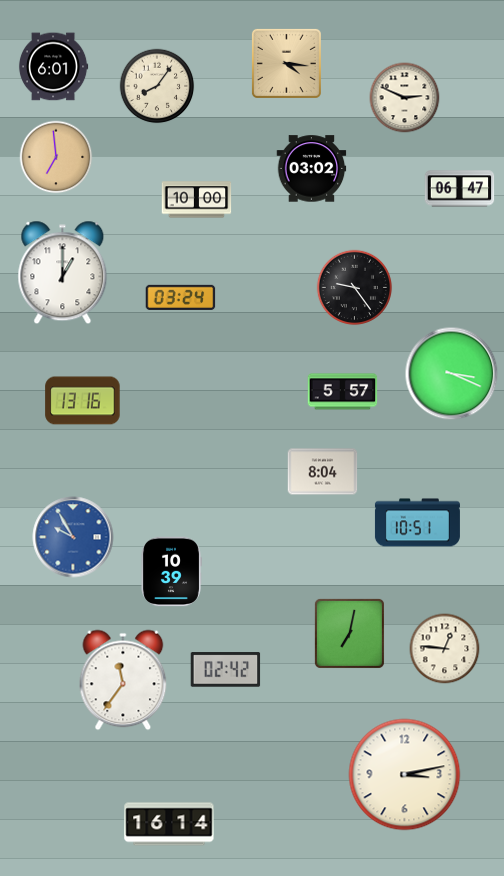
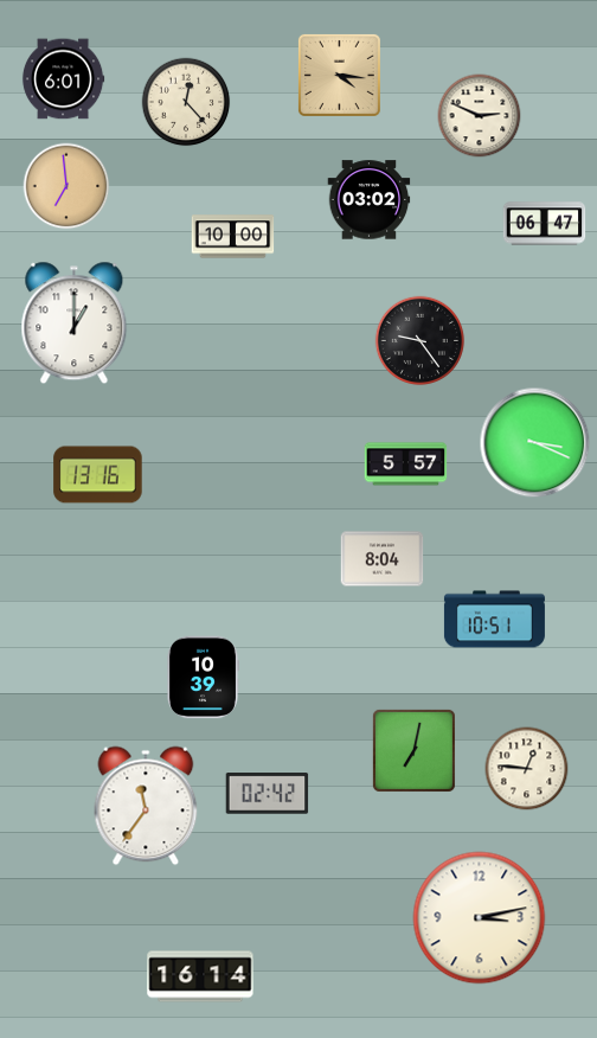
clock at (157, 86): 8:06 -> 12:23
clock at (181, 297): 03:24 -> none
clock at (73, 537): 9:55 -> none
